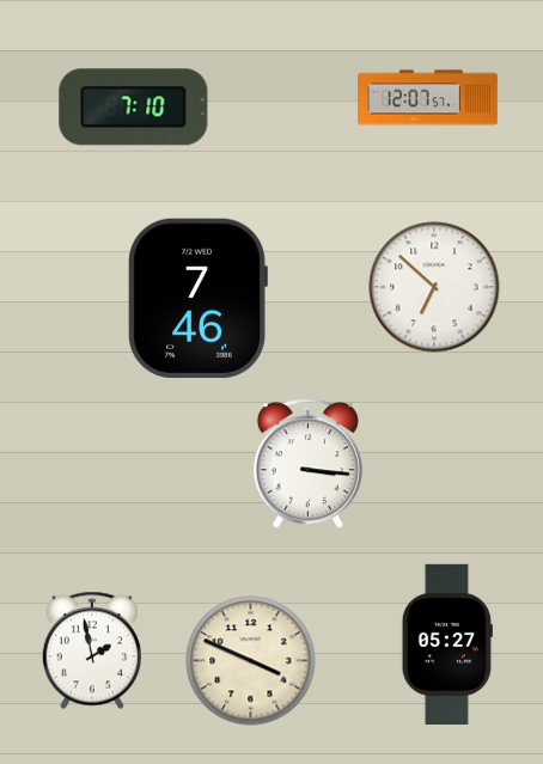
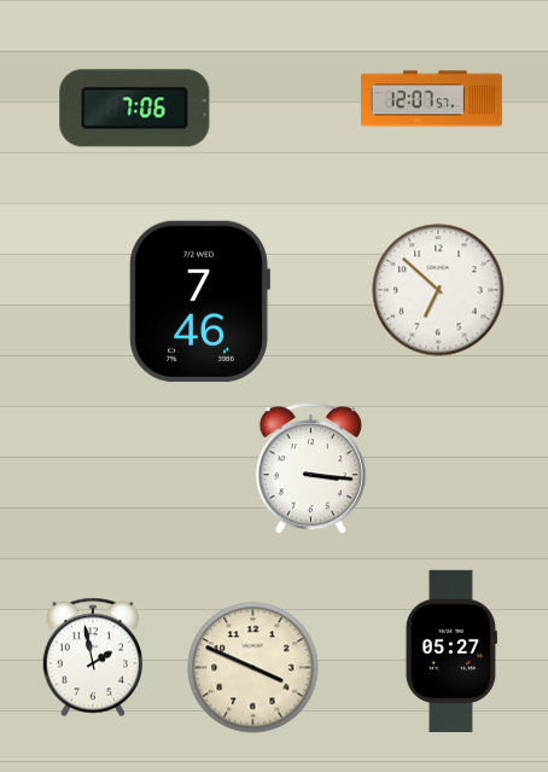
clock at (134, 108): 7:10 -> 7:06
